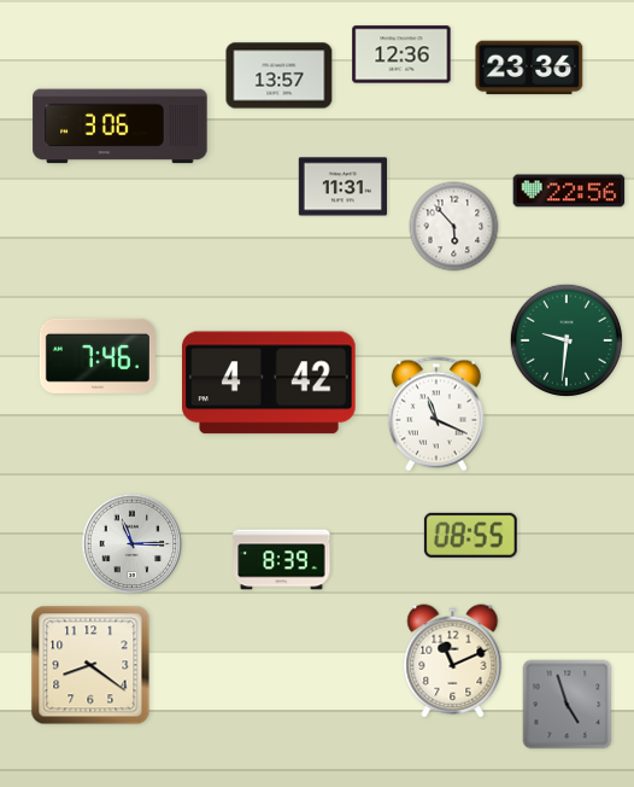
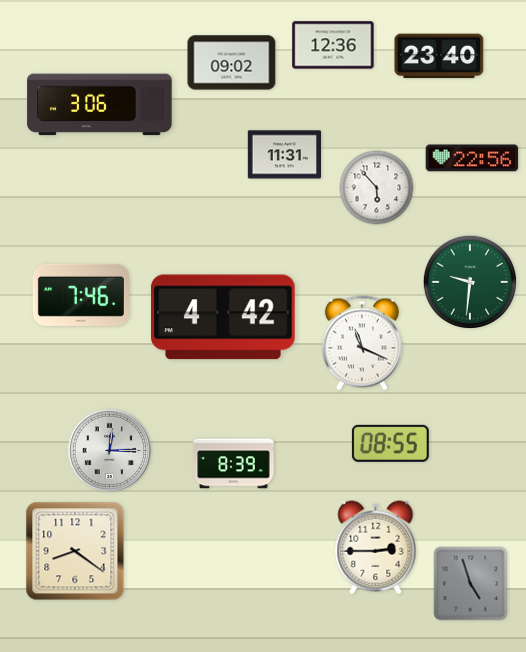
clock at (529, 68): 23:36 -> 23:40
clock at (280, 76): 13:57 -> 09:02
clock at (133, 544): 11:15 -> 12:15
clock at (453, 661): 11:11 -> 2:45
